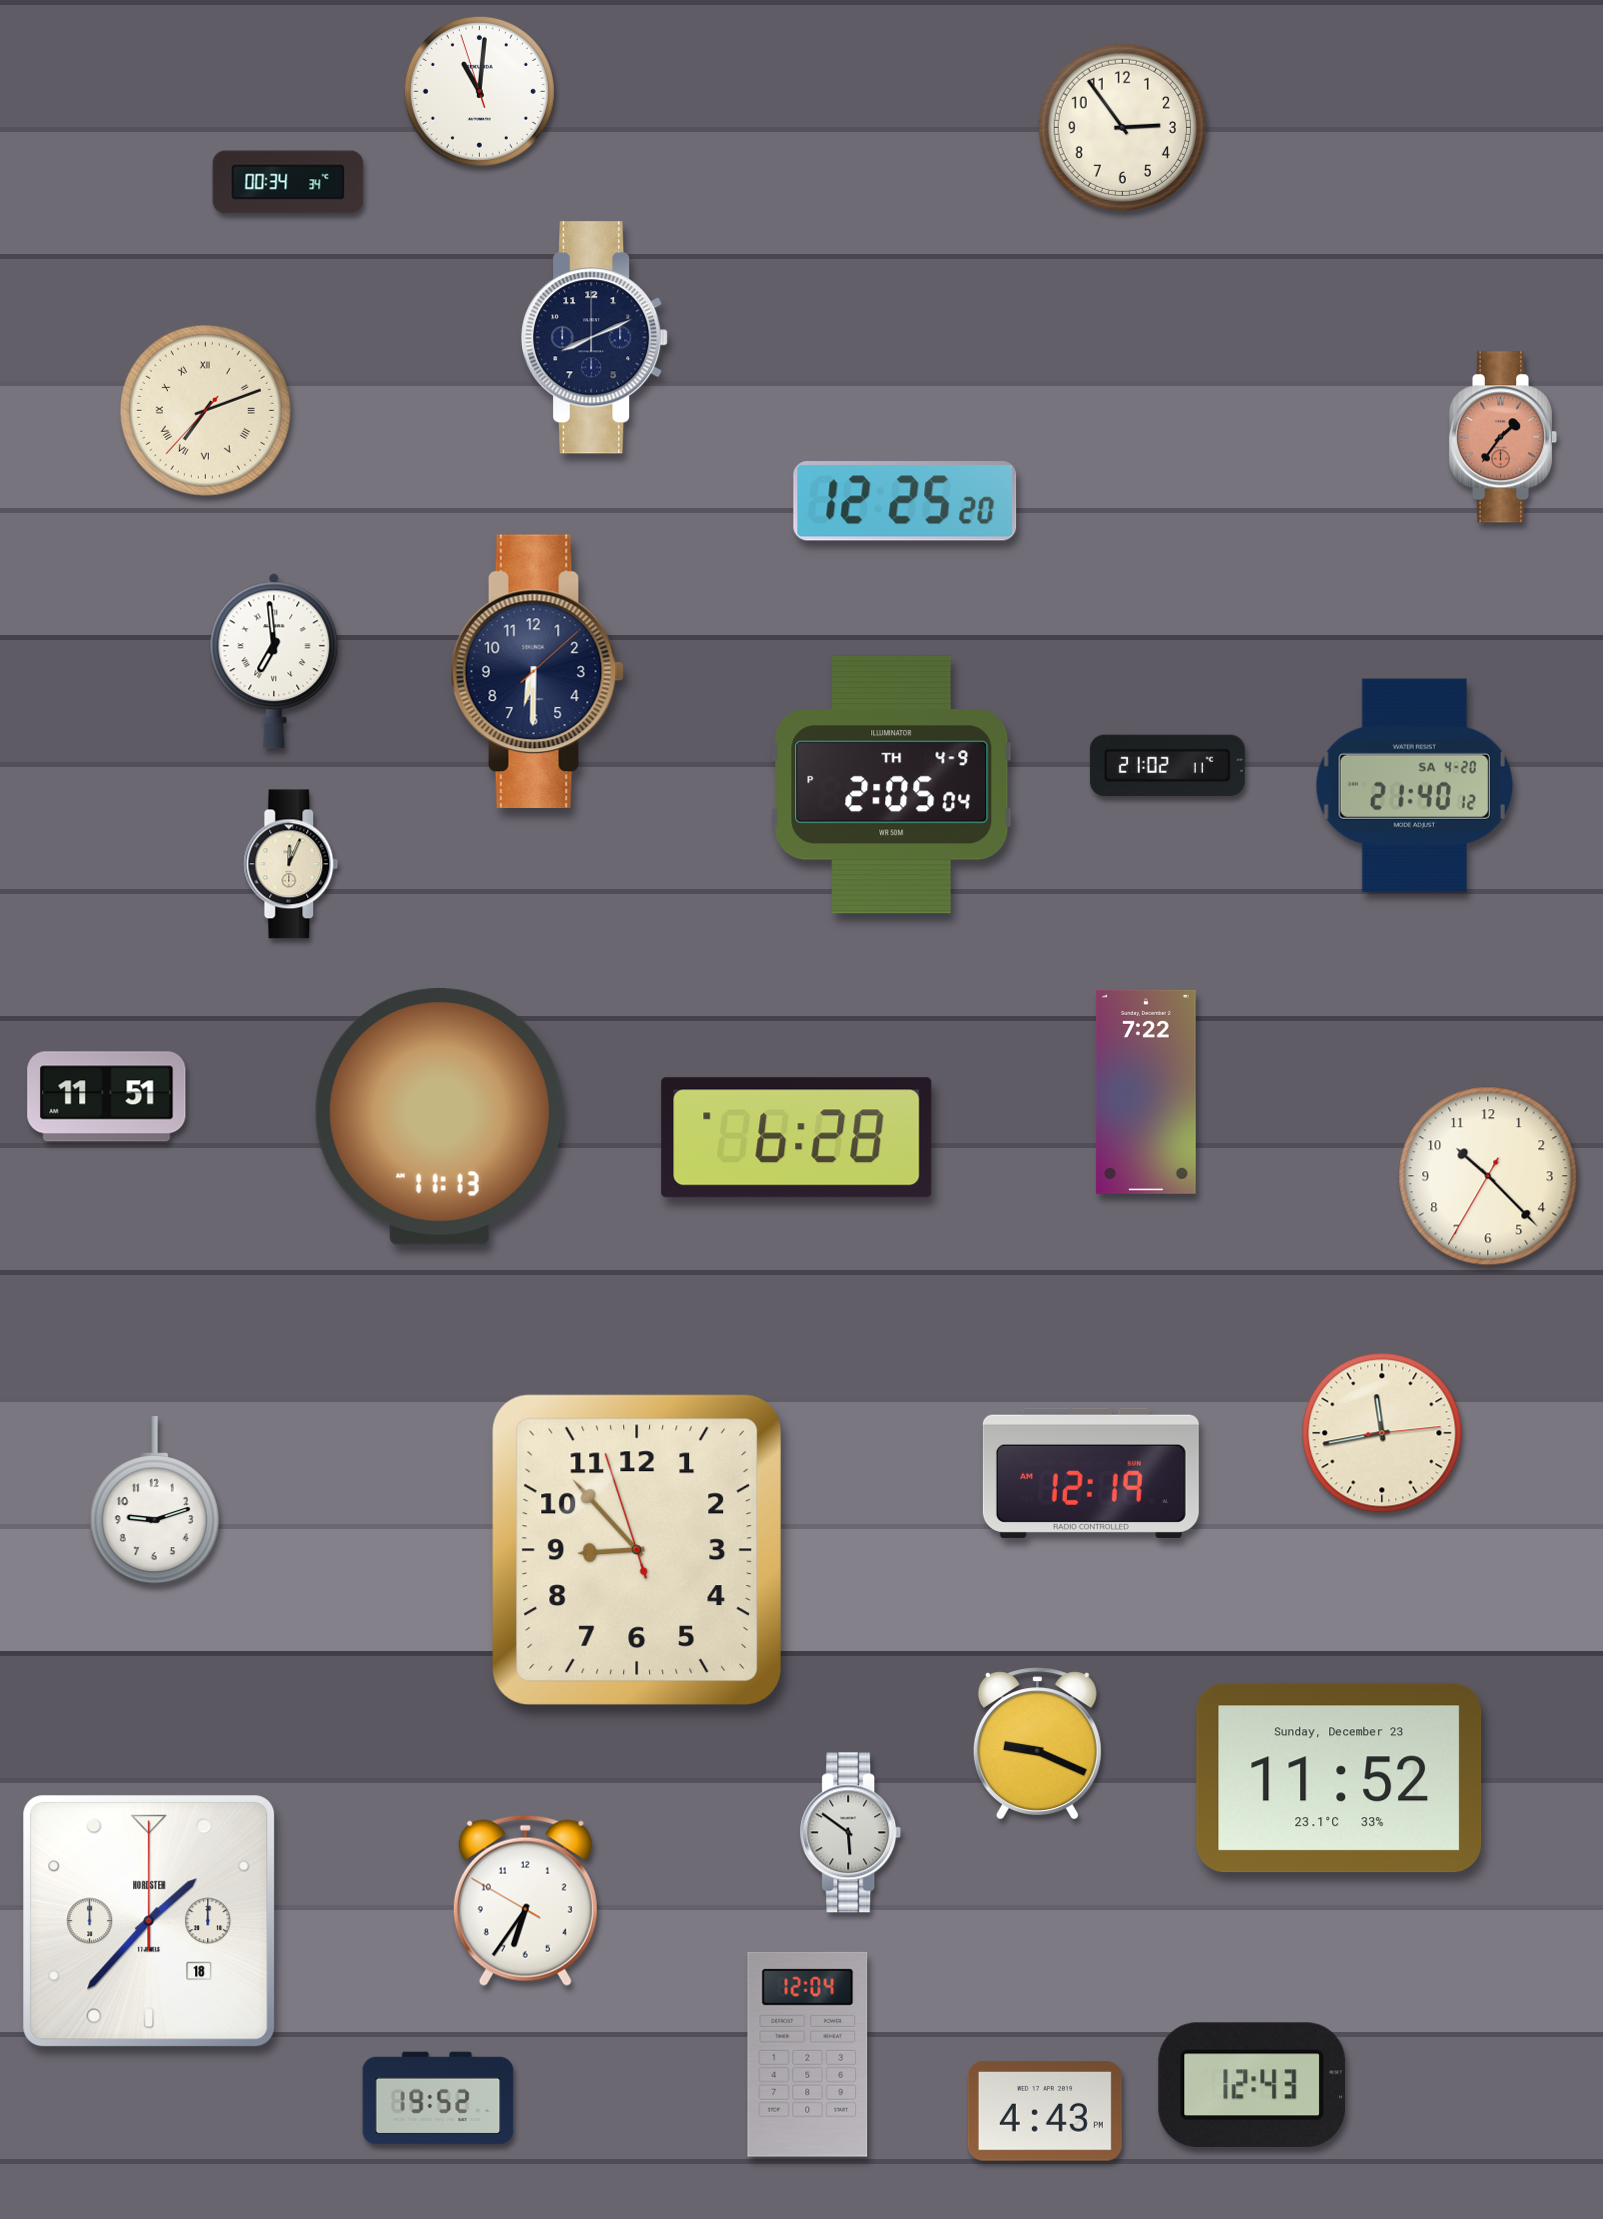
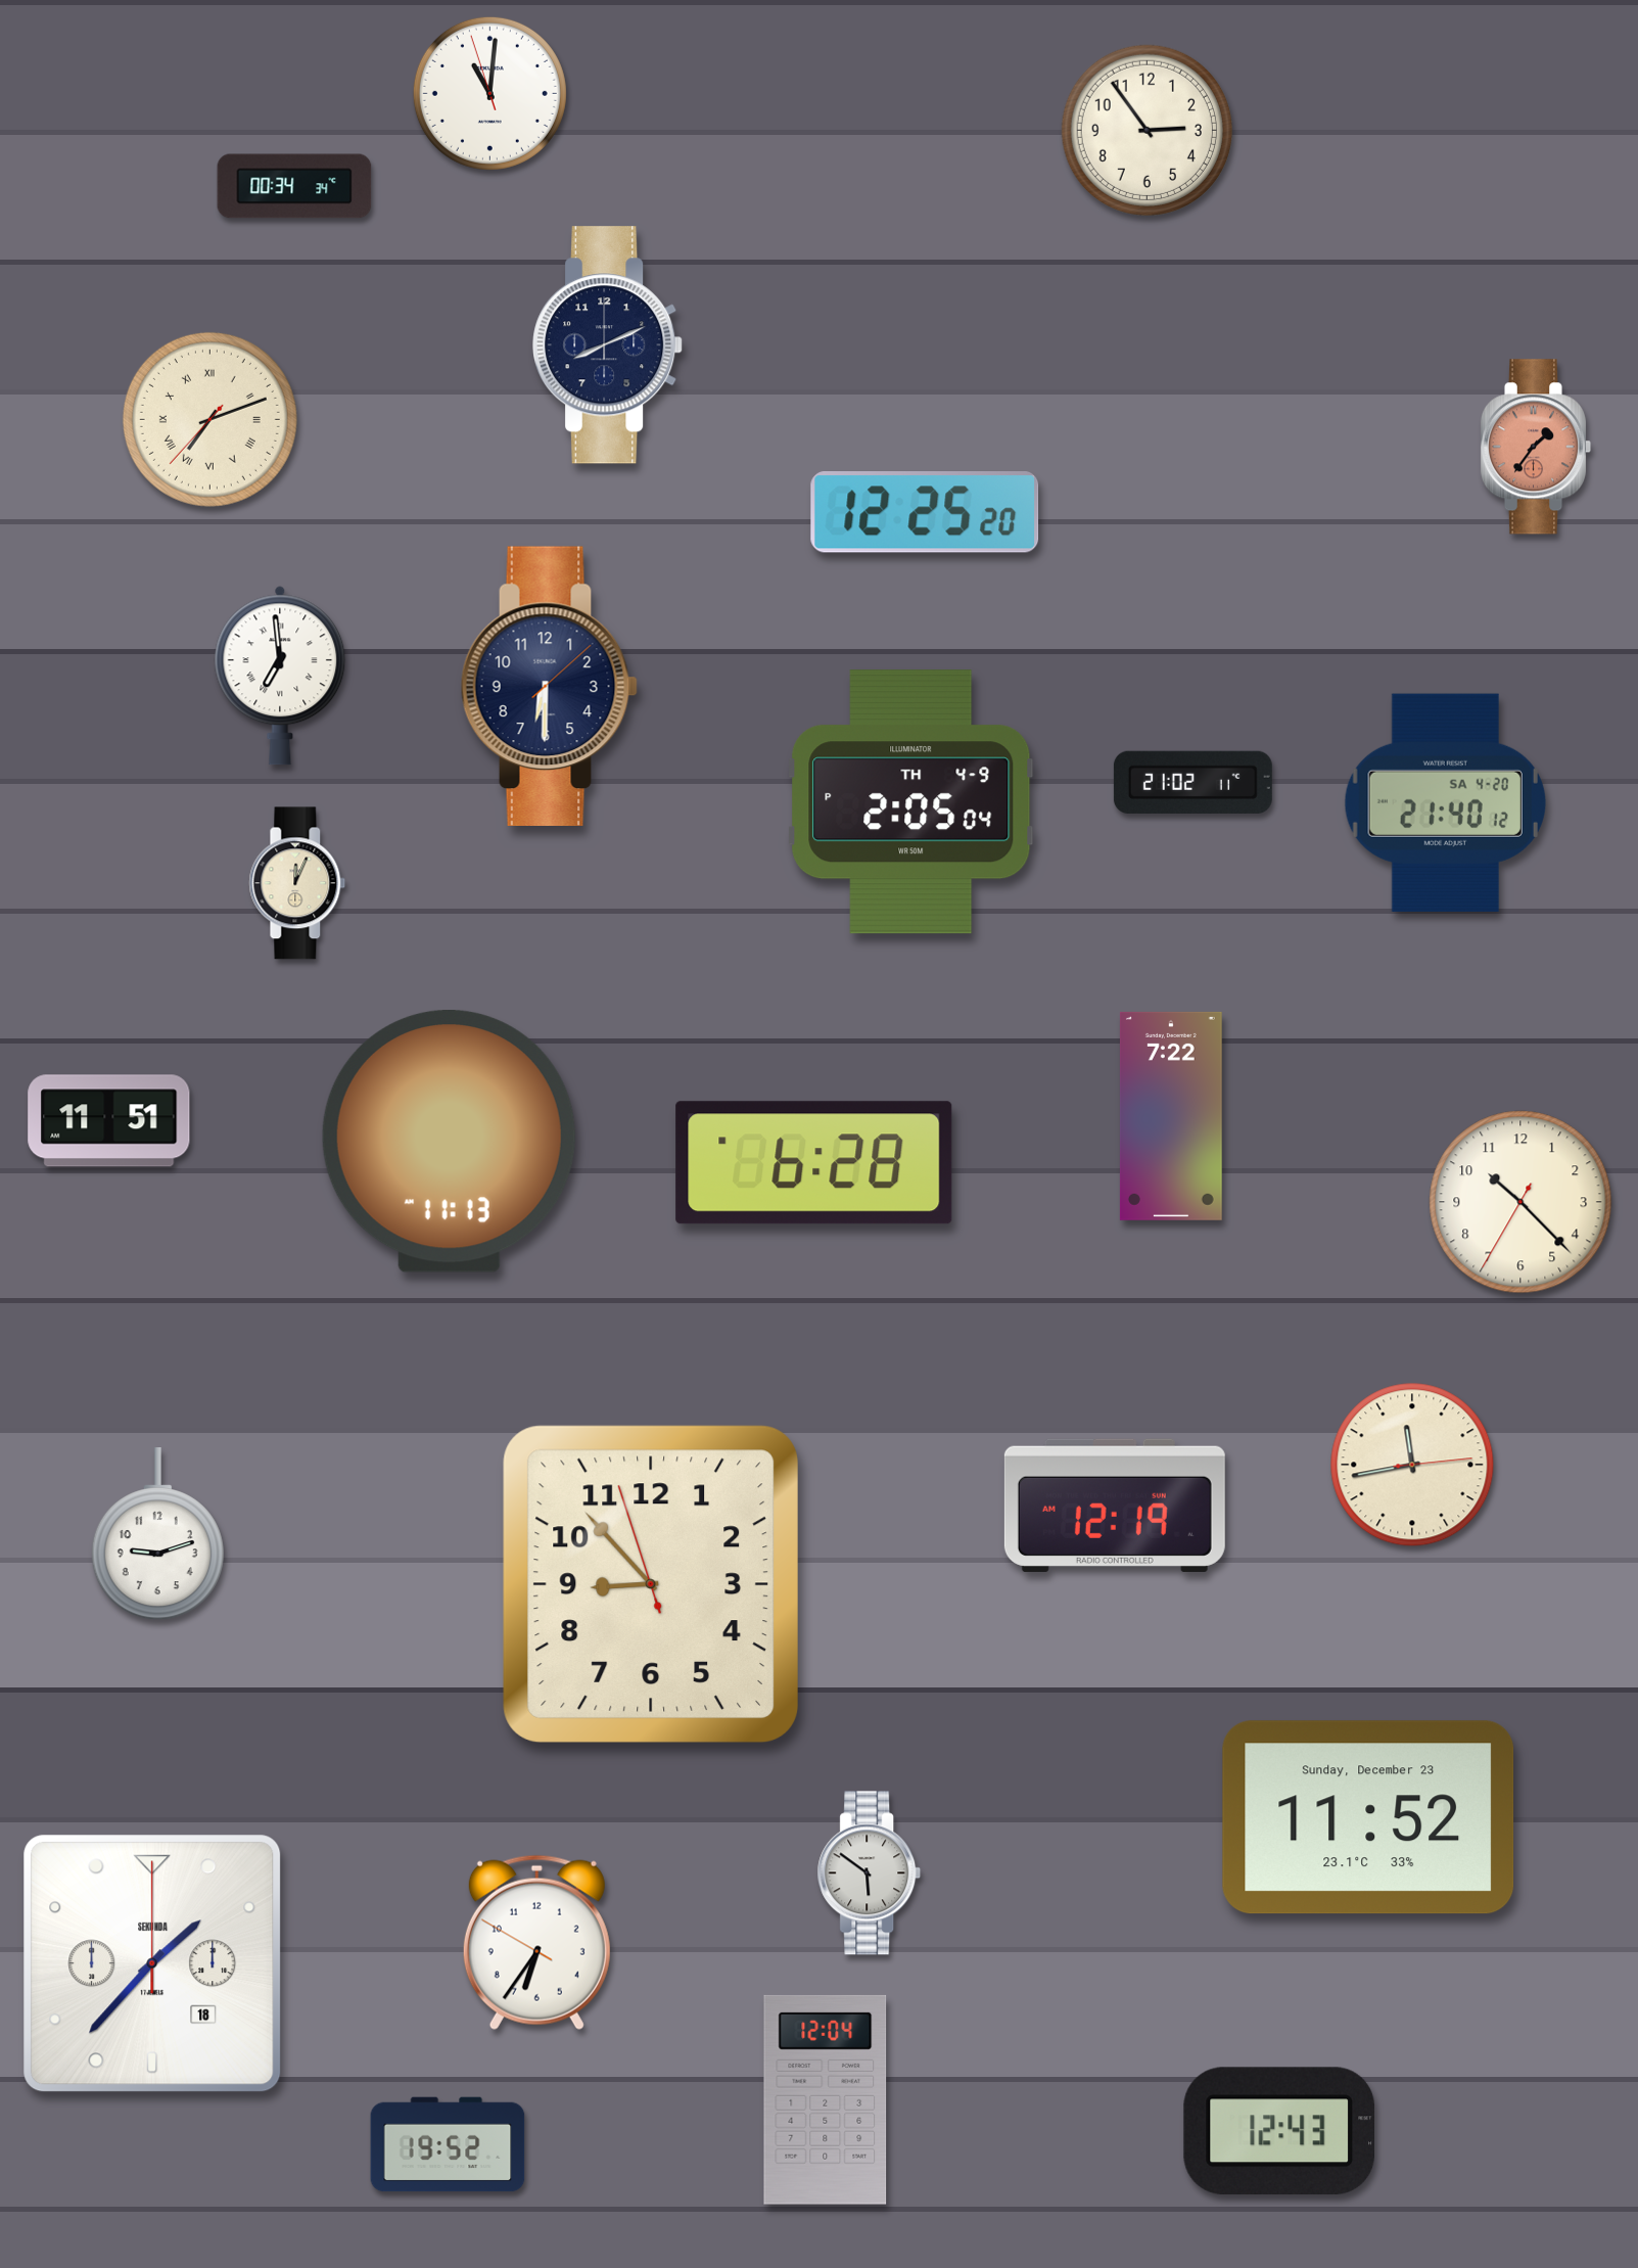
clock at (1037, 1744): 9:19 -> none
clock at (149, 1921) brand: NORDSTEN -> SEKUNDA
clock at (1045, 2111): 4:43 -> none
